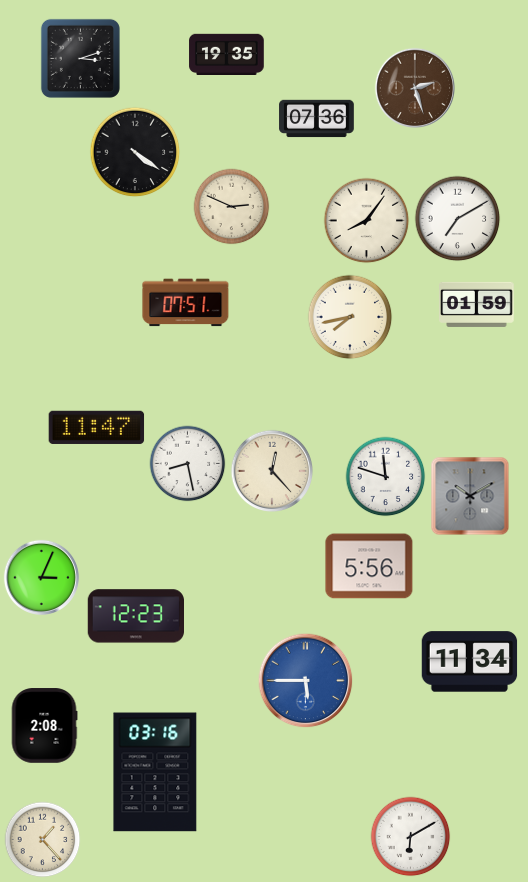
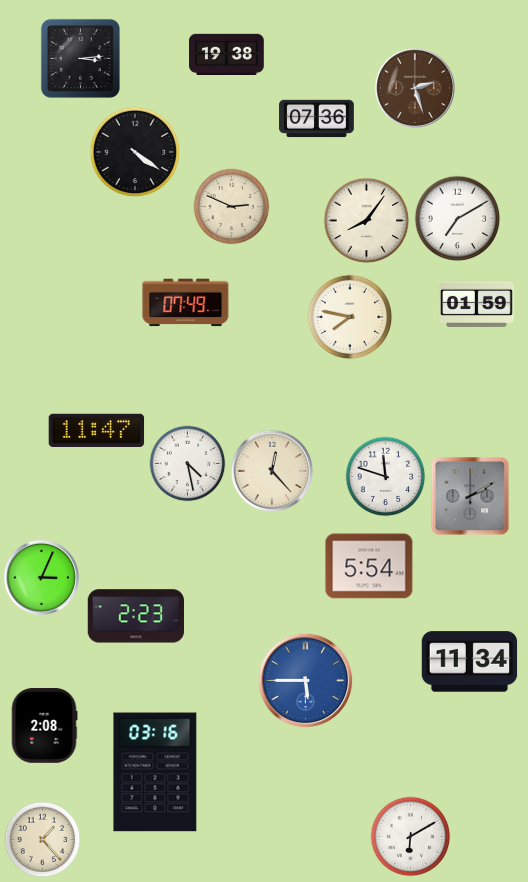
clock at (227, 55): 19:35 -> 19:38
clock at (80, 58): 3:12 -> 3:14
clock at (186, 303): 07:51 -> 07:49
clock at (350, 317): 7:43 -> 7:47
clock at (97, 427) position: (97, 427) -> (97, 430)
clock at (188, 464): 8:28 -> 4:28
clock at (470, 496): 10:10 -> 2:10
clock at (369, 566): 5:56 -> 5:54
clock at (136, 616): 12:23 -> 2:23
